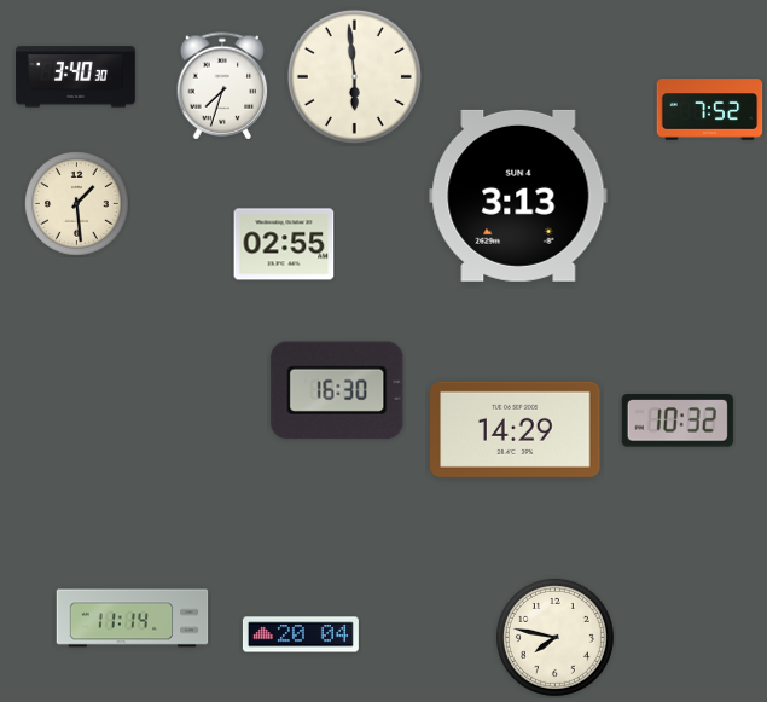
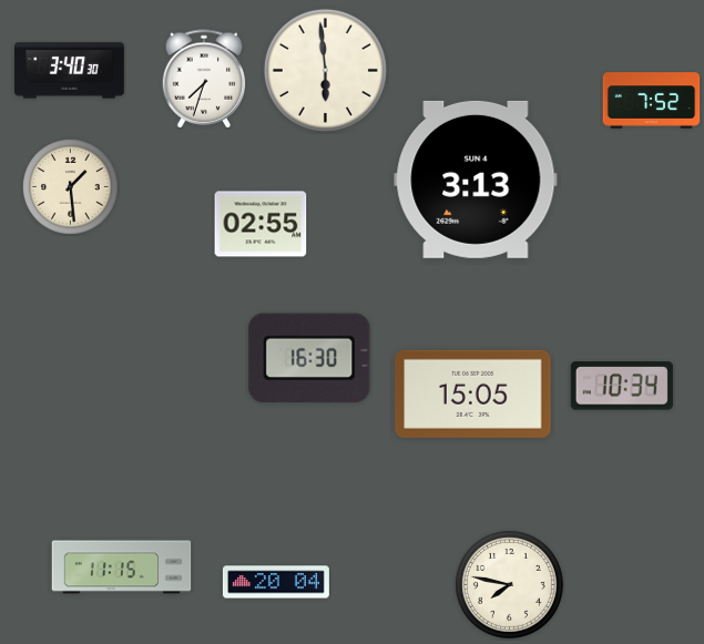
clock at (678, 420): 10:32 -> 10:34
clock at (516, 429): 14:29 -> 15:05
clock at (133, 619): 11:14 -> 11:15
